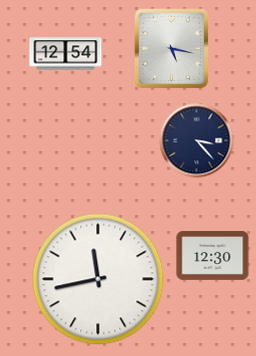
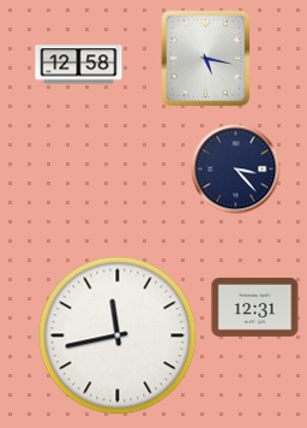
clock at (66, 54): 12:54 -> 12:58
clock at (213, 255): 12:30 -> 12:31
